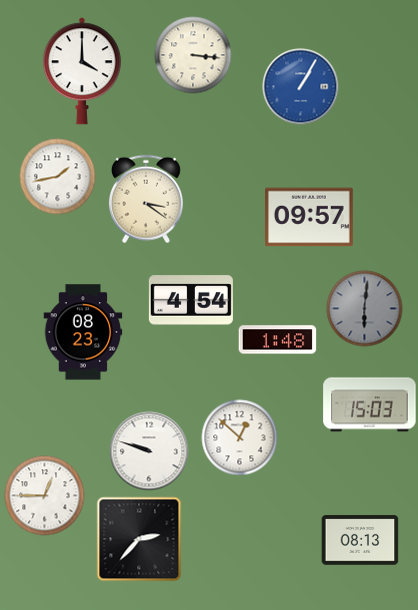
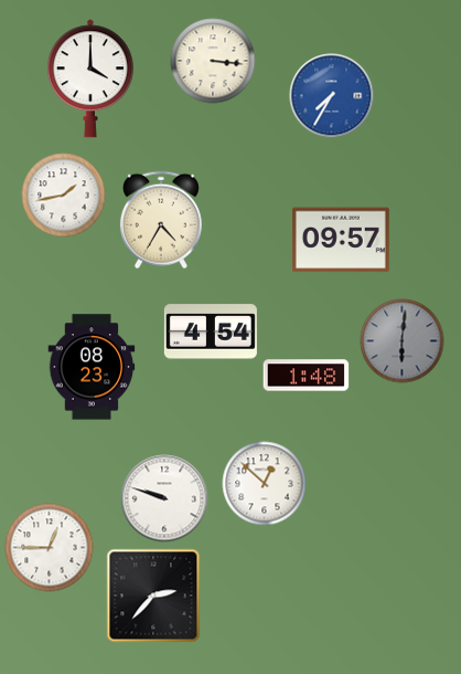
clock at (301, 87): 1:05 -> 7:35
clock at (146, 199): 3:21 -> 4:35
clock at (370, 405): 15:03 -> none
clock at (360, 540): 08:13 -> none
